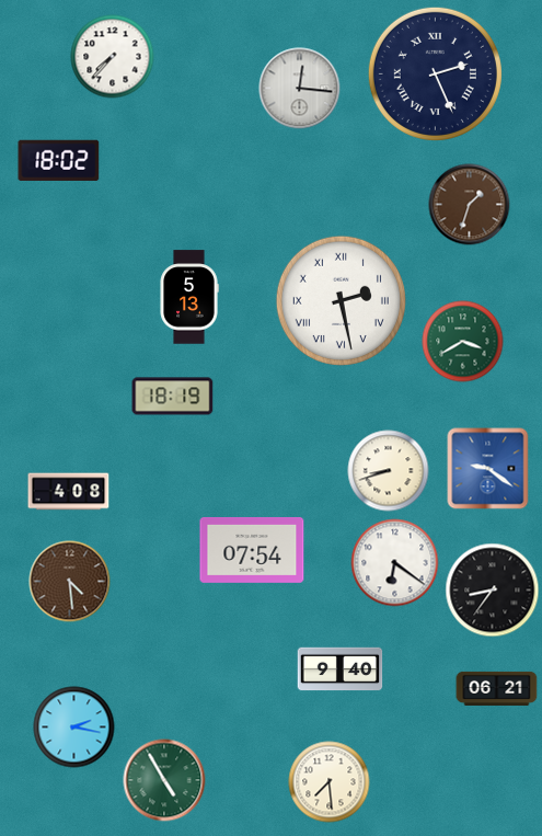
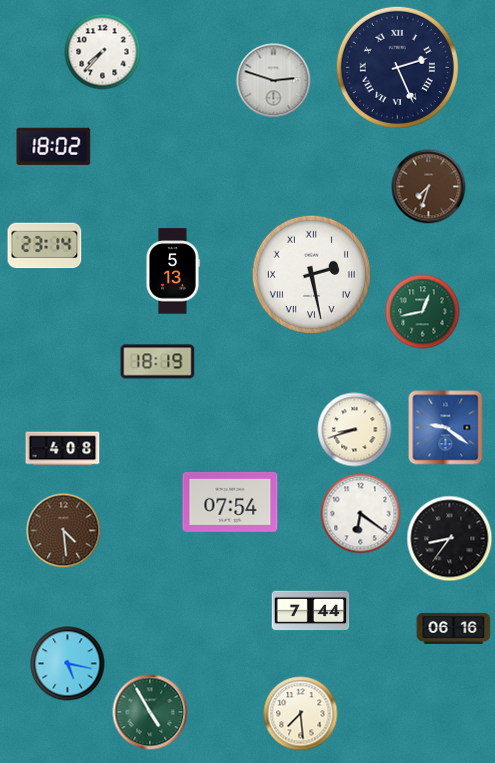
clock at (300, 89): 12:16 -> 2:48
clock at (470, 205): 1:33 -> 7:33
clock at (45, 246): none -> 23:14
clock at (463, 342): 3:40 -> 12:43
clock at (341, 669): 9:40 -> 7:44
clock at (497, 688): 06:21 -> 06:16
clock at (74, 728): 2:17 -> 5:17
